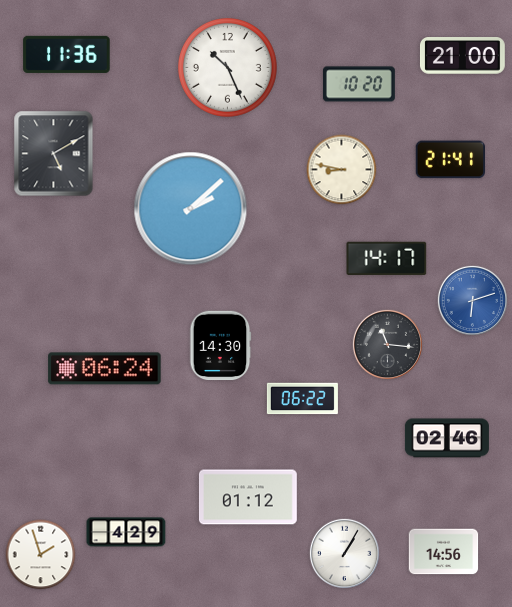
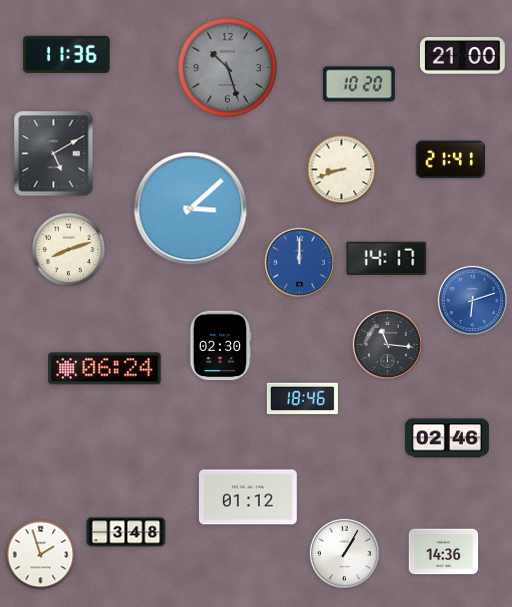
clock at (227, 67): 10:26 -> 10:27
clock at (227, 67) dial: white -> grey
clock at (342, 170): 8:47 -> 8:42
clock at (191, 209): 2:08 -> 3:08
clock at (69, 250): none -> 8:12
clock at (299, 262): none -> 12:00
clock at (220, 346): 14:30 -> 02:30
clock at (302, 399): 06:22 -> 18:46
clock at (126, 532): 4:29 -> 3:48
clock at (444, 552): 14:56 -> 14:36
